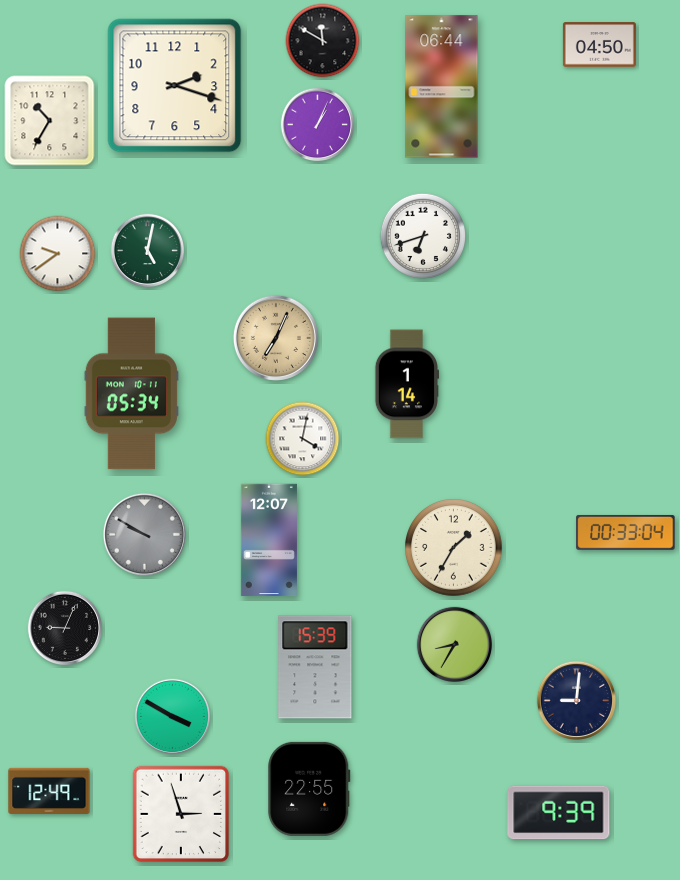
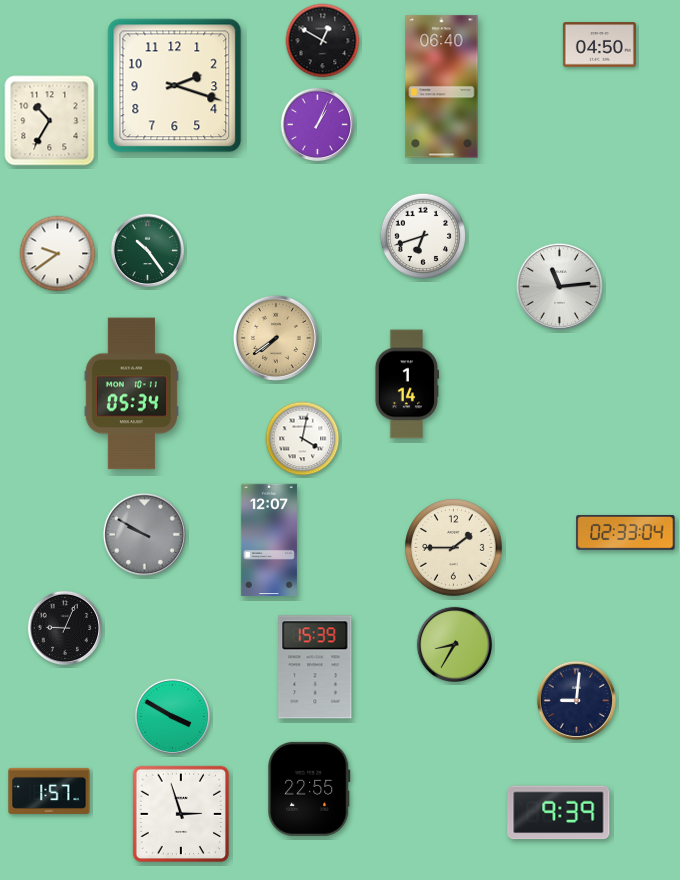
clock at (323, 41): 11:50 -> 12:50
clock at (442, 87): 06:44 -> 06:40
clock at (148, 251): 5:02 -> 10:24
clock at (559, 286): none -> 11:14
clock at (276, 338): 7:04 -> 7:39
clock at (626, 532): 00:33 -> 02:33
clock at (454, 548): 1:35 -> 1:45
clock at (49, 791): 12:49 -> 1:57
